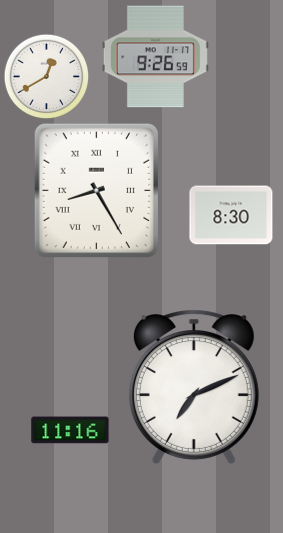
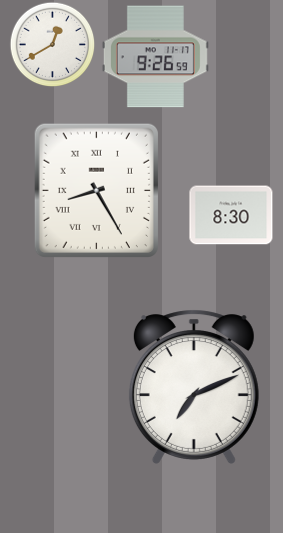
clock at (46, 76) position: (46, 76) -> (52, 44)
clock at (70, 430): 11:16 -> none
